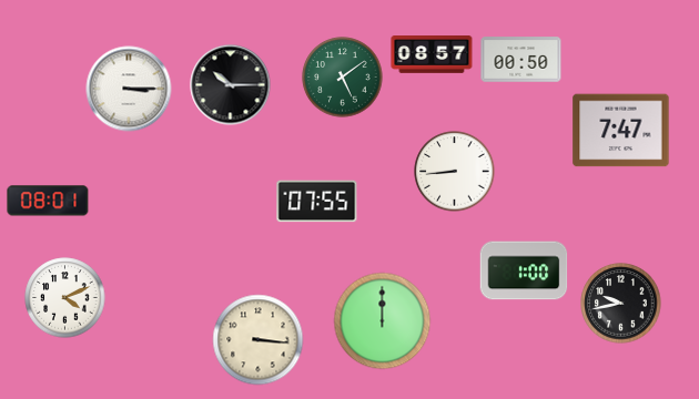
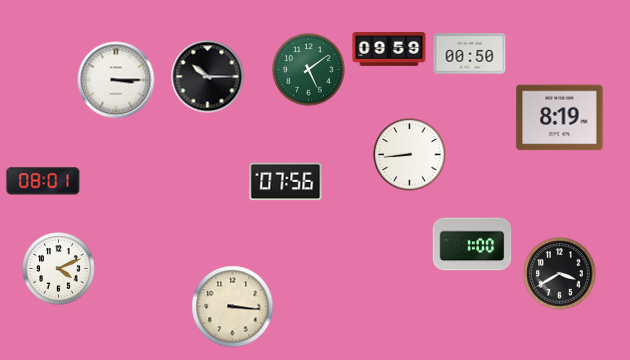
clock at (432, 55): 08:57 -> 09:59
clock at (621, 131): 7:47 -> 8:19
clock at (317, 202): 07:55 -> 07:56
clock at (621, 304): 9:43 -> 3:40
clock at (383, 321): 12:00 -> none
